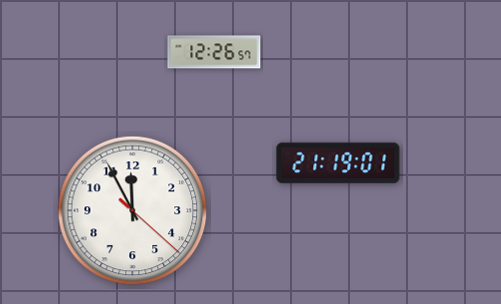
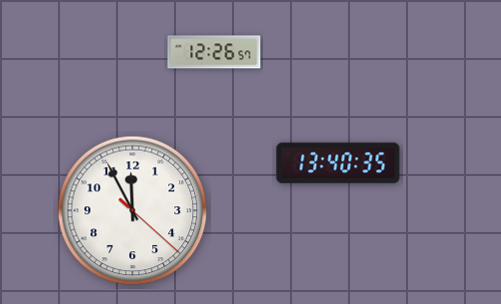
clock at (338, 163): 21:19 -> 13:40
